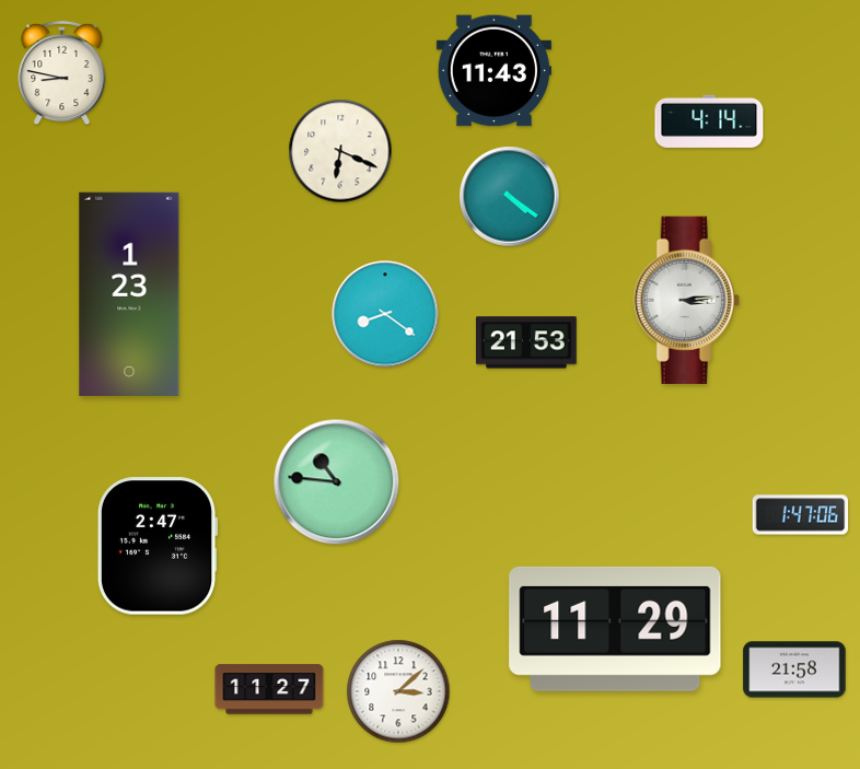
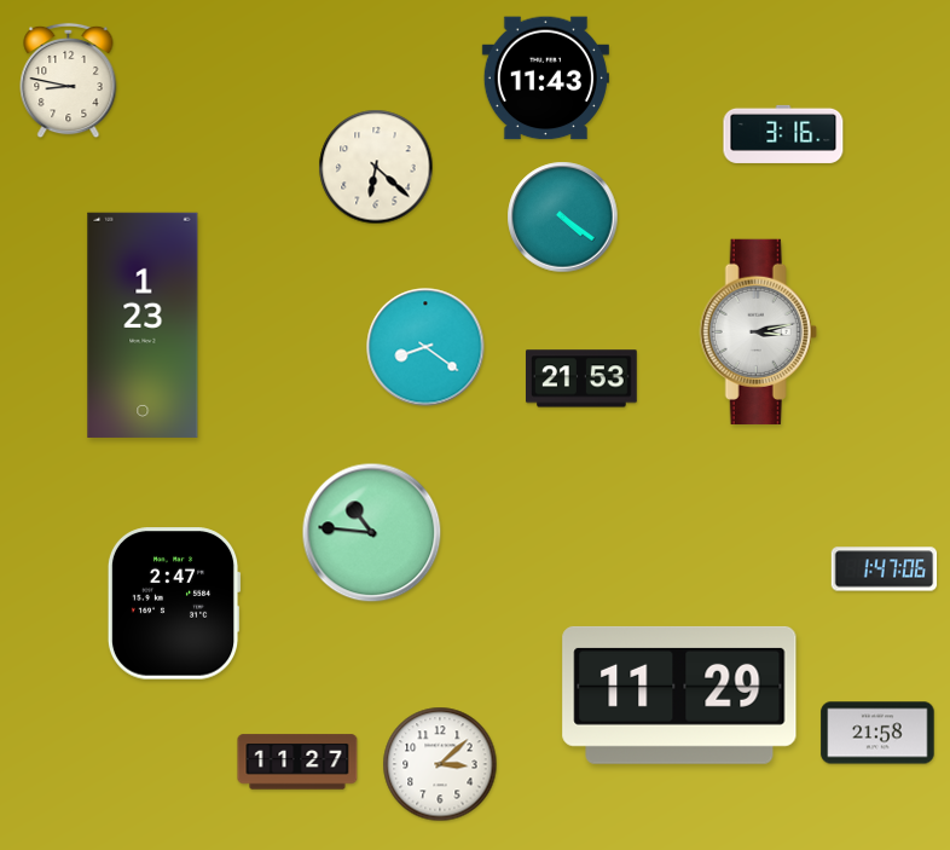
clock at (709, 121): 4:14 -> 3:16
clock at (340, 151): 6:19 -> 6:22
clock at (686, 300): 3:14 -> 3:13
clock at (794, 669) position: (794, 669) -> (877, 733)
